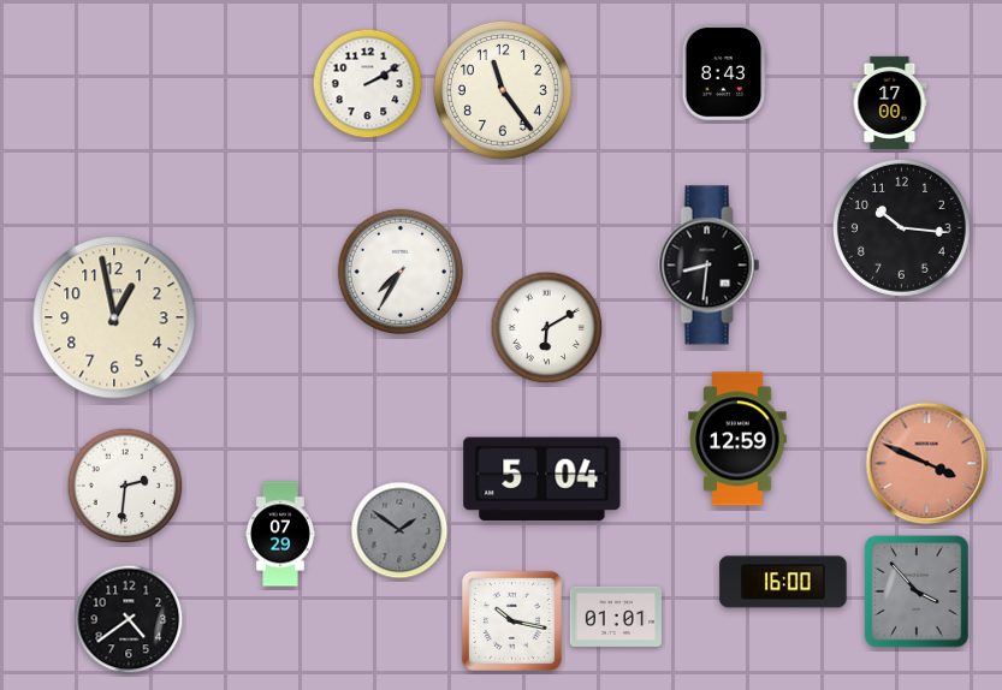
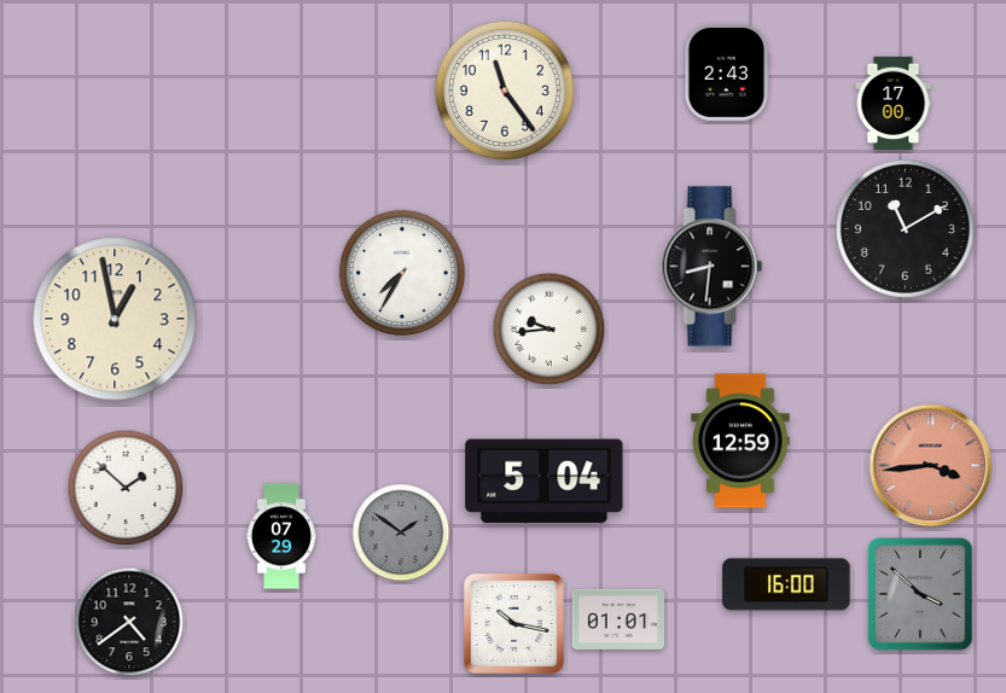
clock at (724, 72): 8:43 -> 2:43
clock at (368, 84): 2:10 -> none
clock at (901, 227): 10:16 -> 11:10
clock at (547, 328): 6:10 -> 9:44
clock at (927, 464): 3:49 -> 3:44
clock at (125, 486): 2:31 -> 1:52
clock at (917, 591): 3:53 -> 3:52
